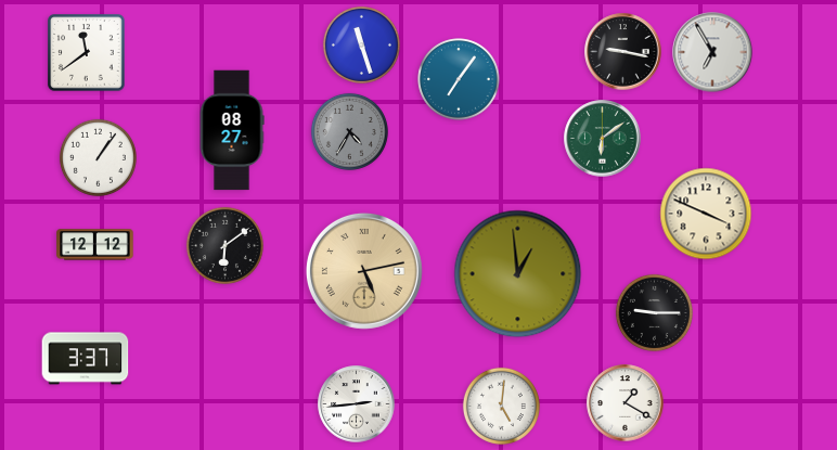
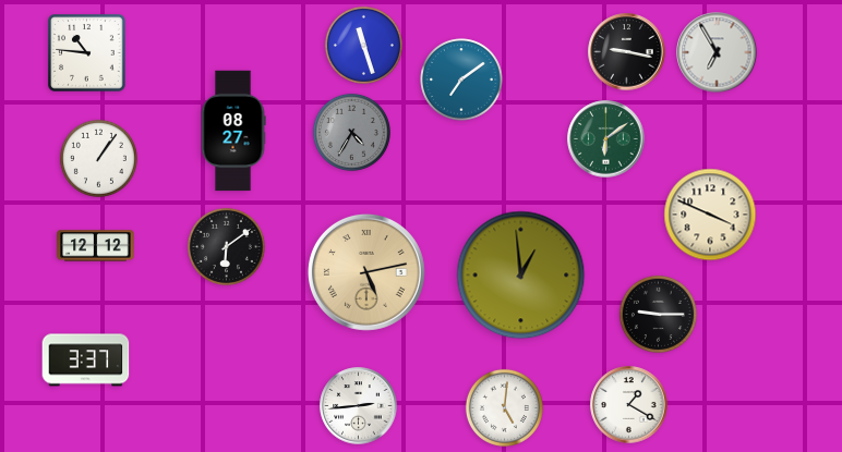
clock at (87, 53): 11:39 -> 10:46
clock at (459, 79): 7:06 -> 7:09
